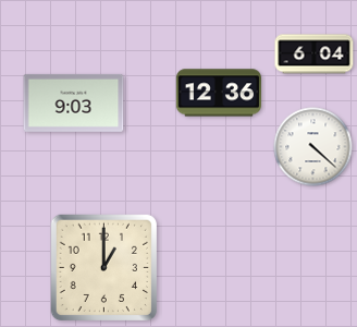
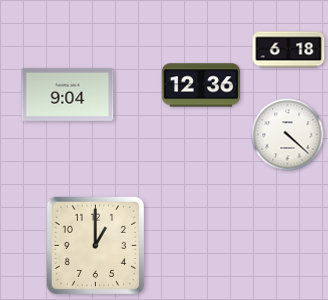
clock at (315, 55): 6:04 -> 6:18
clock at (74, 102): 9:03 -> 9:04
